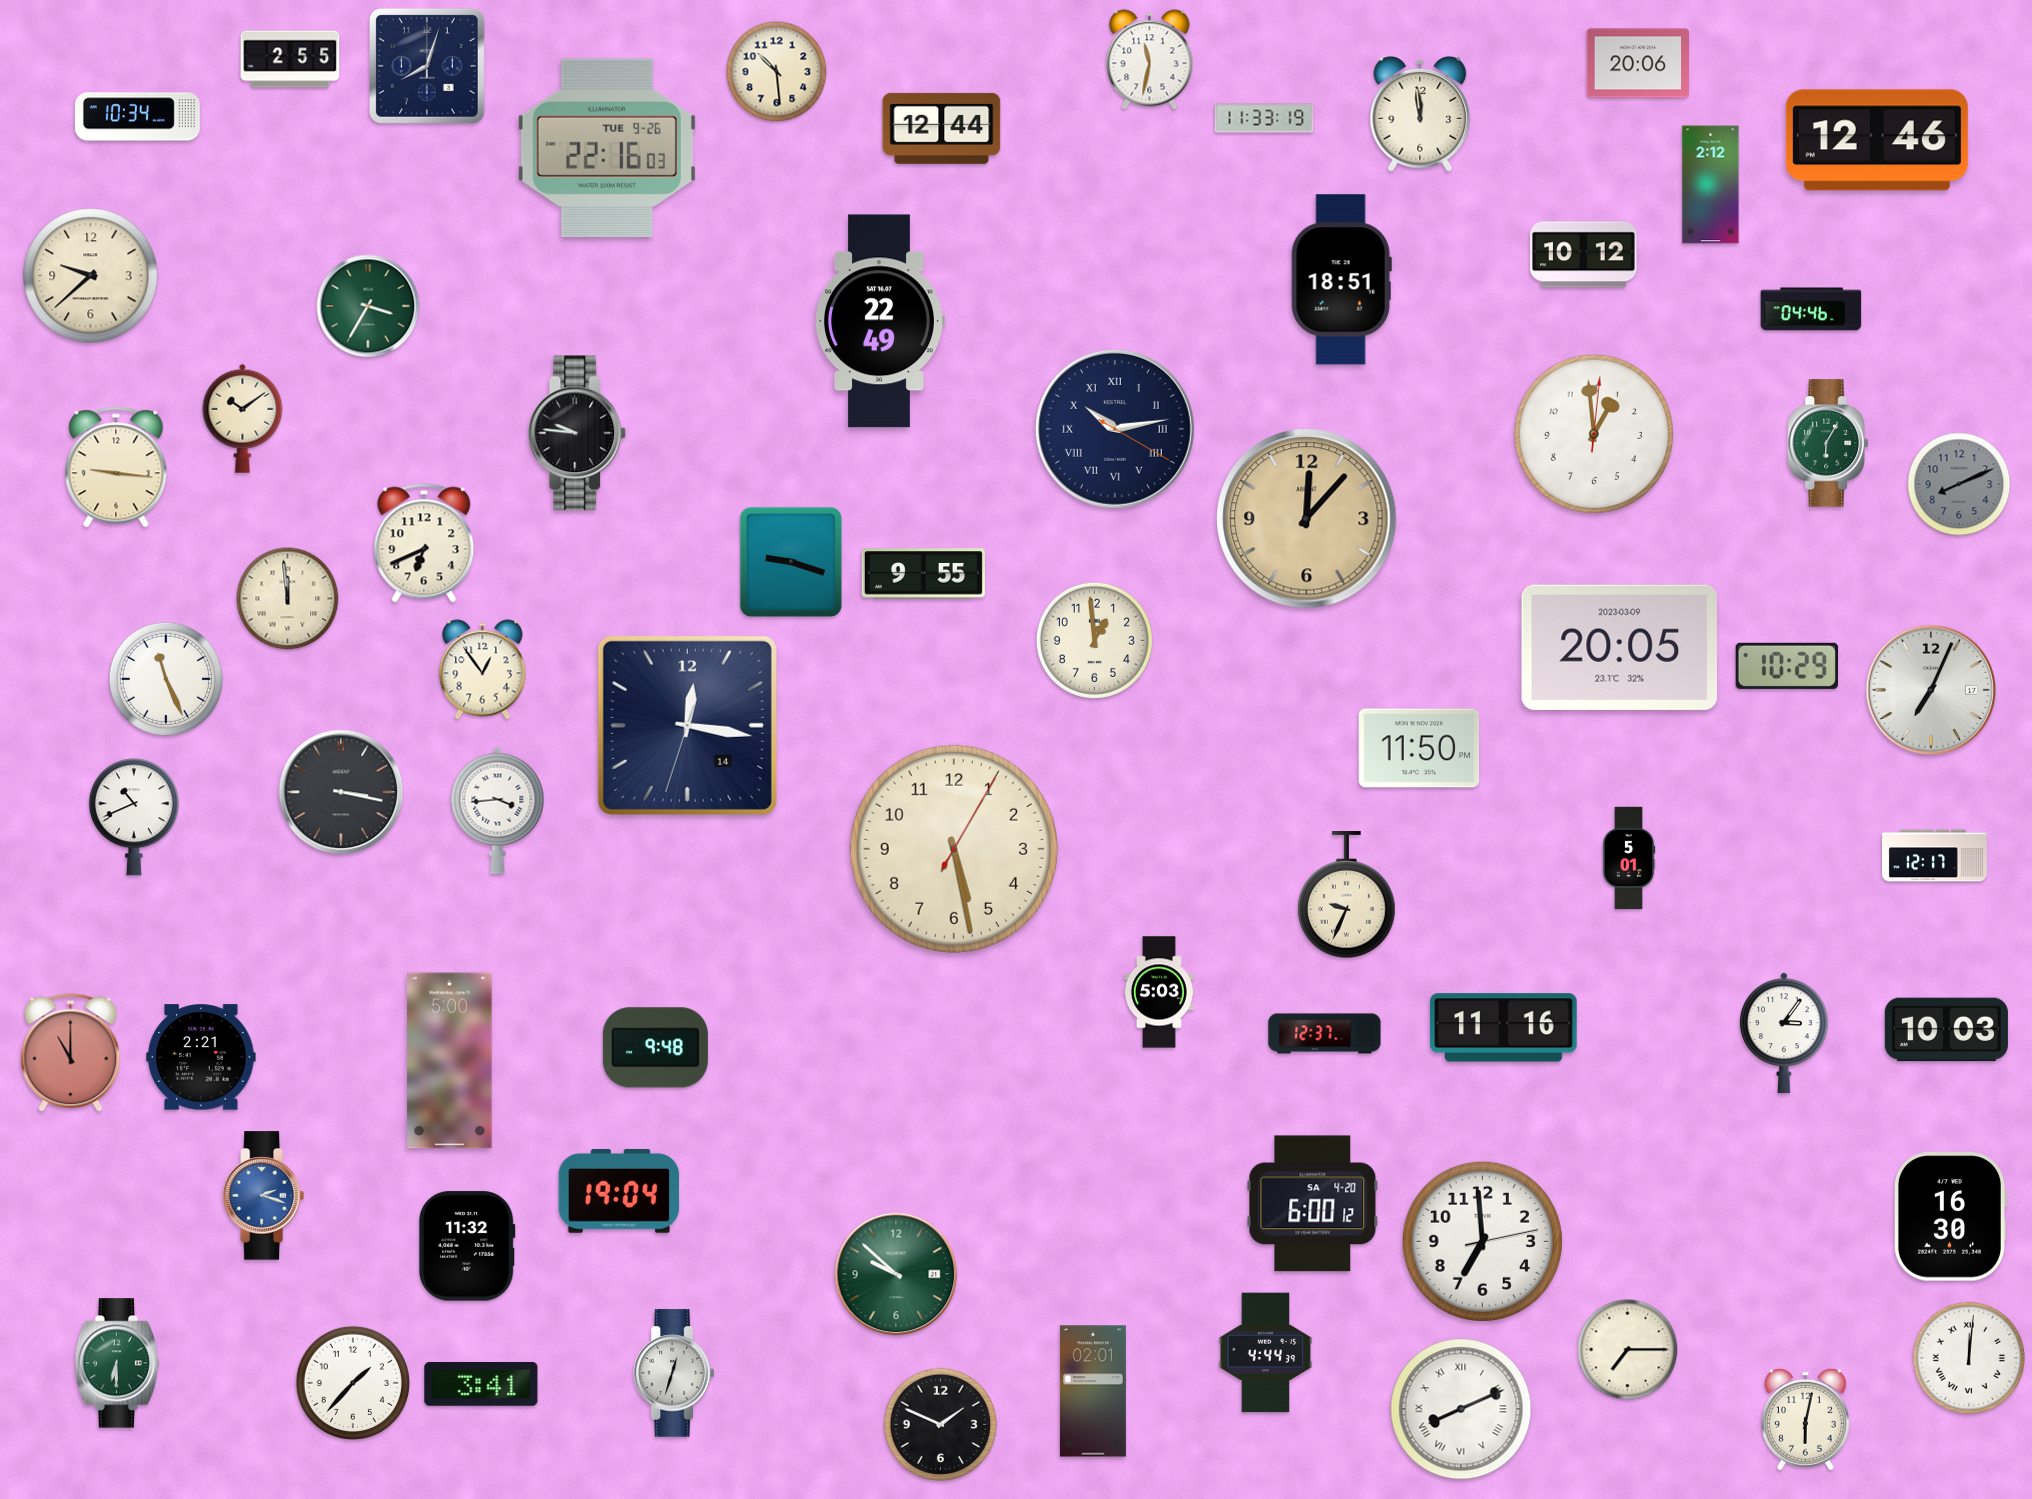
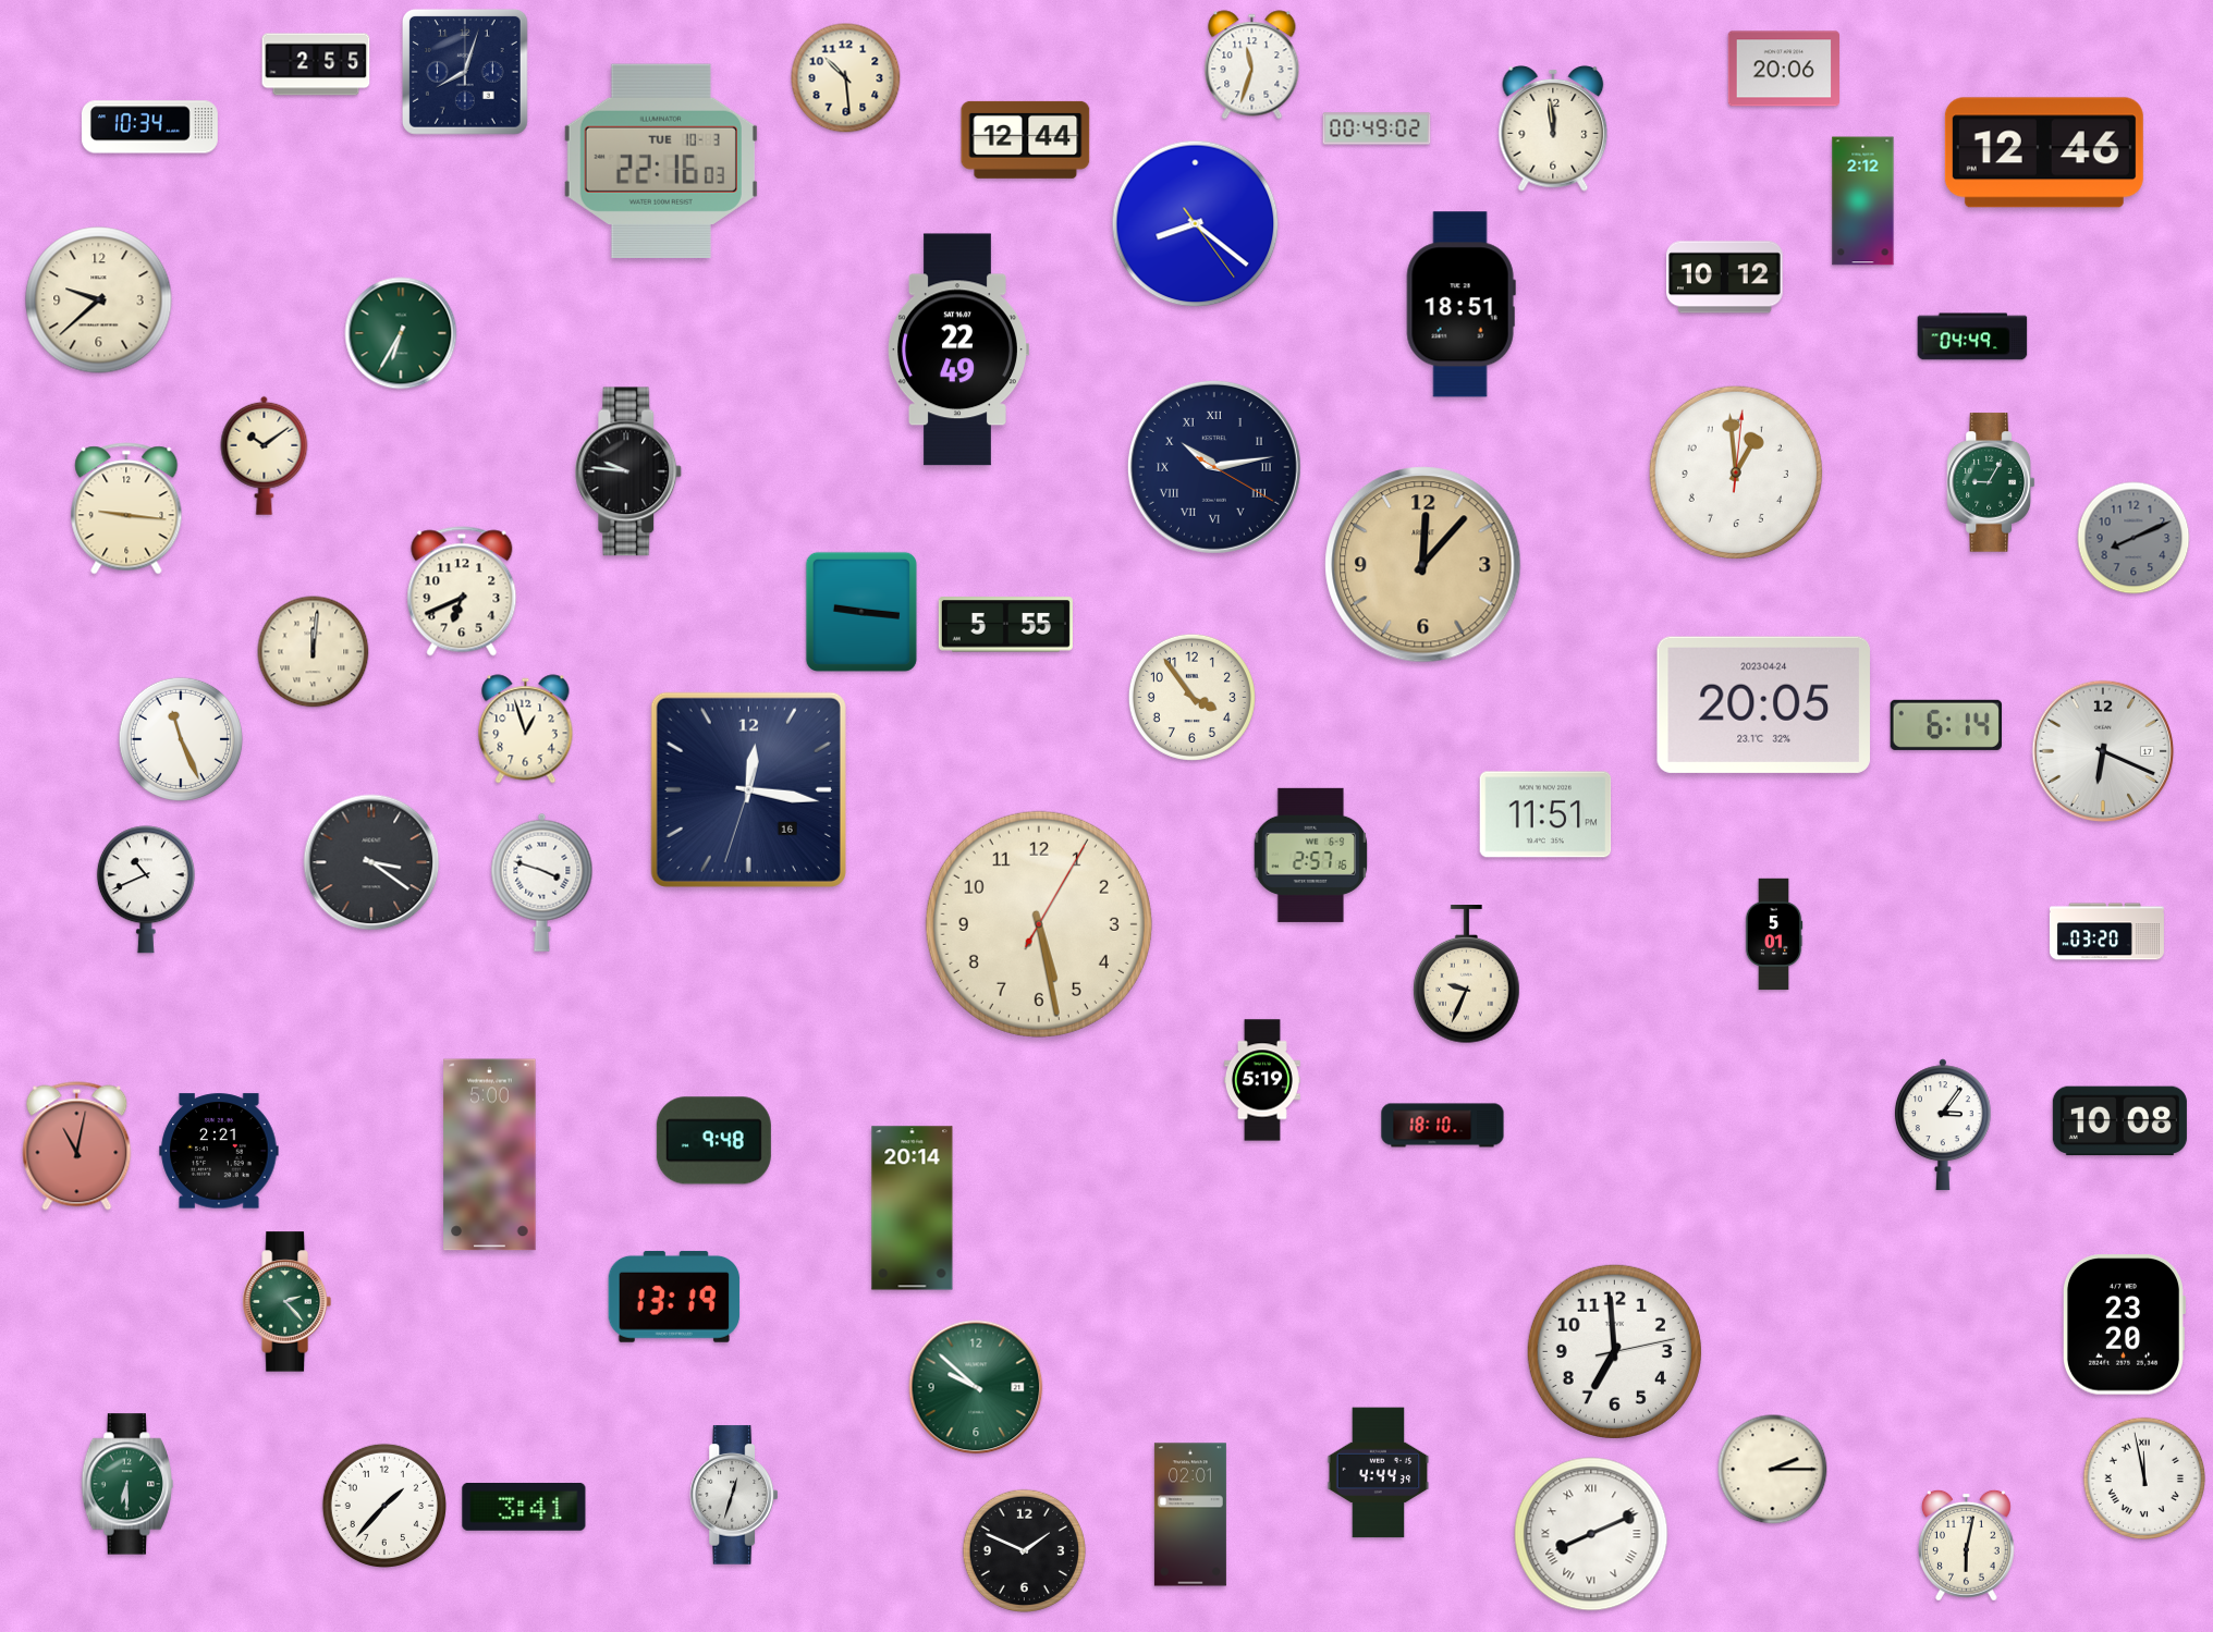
clock at (1150, 60): 11:32 -> 11:33
clock at (1420, 114) position: (1420, 114) -> (1553, 128)
clock at (1264, 118): 11:33 -> 00:49
clock at (607, 148) date: TUE 9-26 -> TUE 10-3
clock at (1196, 224): none -> 8:21
clock at (368, 306): 3:35 -> 6:35
clock at (1811, 309): 04:46 -> 04:49
clock at (1827, 443): 6:05 -> 9:05
clock at (1959, 484) position: (1959, 484) -> (2133, 538)
clock at (791, 562): 9:18 -> 9:16
clock at (923, 574): 9:55 -> 5:55
clock at (288, 599): 11:59 -> 12:01
clock at (1094, 640): 12:59 -> 3:54
clock at (1619, 647) date: 2023-03-09 -> 2023-04-24
clock at (1787, 666): 10:29 -> 6:14
clock at (483, 670): 12:54 -> 12:57
clock at (1931, 690): 7:04 -> 6:19
clock at (687, 725) date: 14 -> 16
clock at (1419, 748): 11:50 -> 11:51
clock at (1311, 855): none -> 2:57
clock at (341, 792): 3:17 -> 3:21
clock at (498, 810): 3:44 -> 3:48
clock at (1934, 856): 12:17 -> 03:20
clock at (1159, 992): 5:03 -> 5:19
clock at (1504, 1028): 11:16 -> none
clock at (1946, 1030): 10:03 -> 10:08
clock at (1325, 1034): 12:37 -> 18:10
clock at (71, 1053): 11:00 -> 11:02
clock at (913, 1208): none -> 20:14
clock at (619, 1191): 19:04 -> 13:19
clock at (263, 1196): 2:18 -> 2:23
clock at (263, 1196) dial: blue -> green
clock at (1313, 1204): 6:00 -> none
clock at (1950, 1217): 16:30 -> 23:20
clock at (468, 1246): 11:32 -> none
clock at (1628, 1350): 7:15 -> 2:15
clock at (1968, 1357): 12:01 -> 11:58
